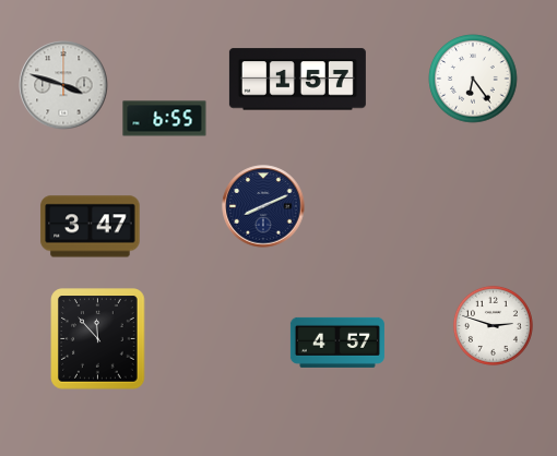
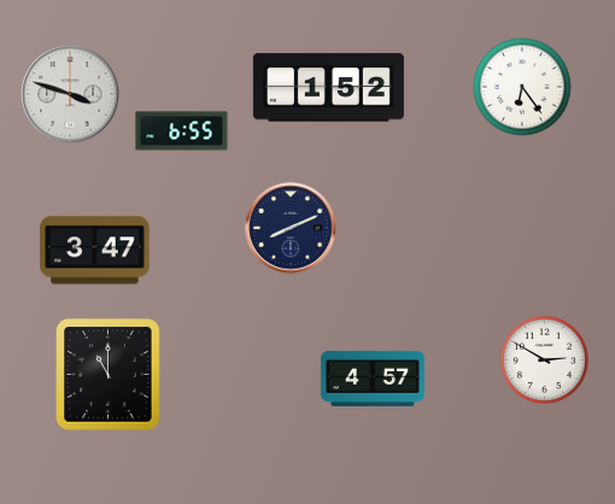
clock at (297, 80): 1:57 -> 1:52
clock at (91, 227) position: (91, 227) -> (95, 251)
clock at (493, 325): 2:48 -> 2:50
clock at (98, 339): 11:53 -> 11:00
